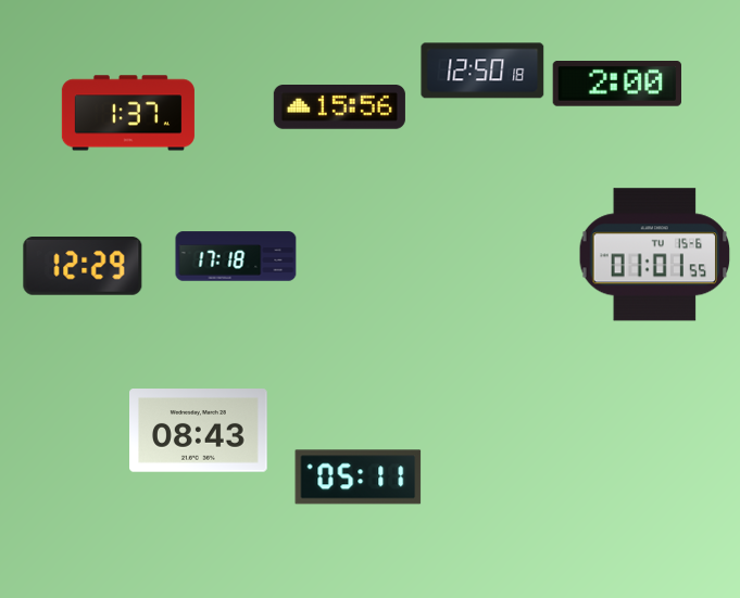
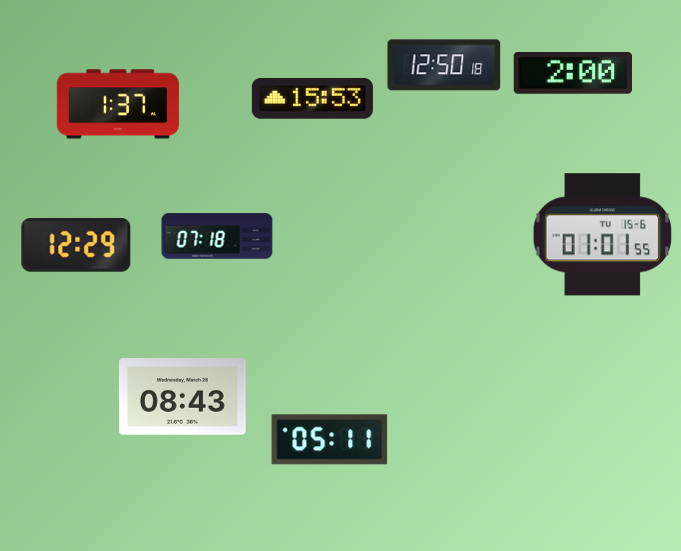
clock at (617, 85) position: (617, 85) -> (573, 74)
clock at (339, 107): 15:56 -> 15:53
clock at (236, 256): 17:18 -> 07:18
